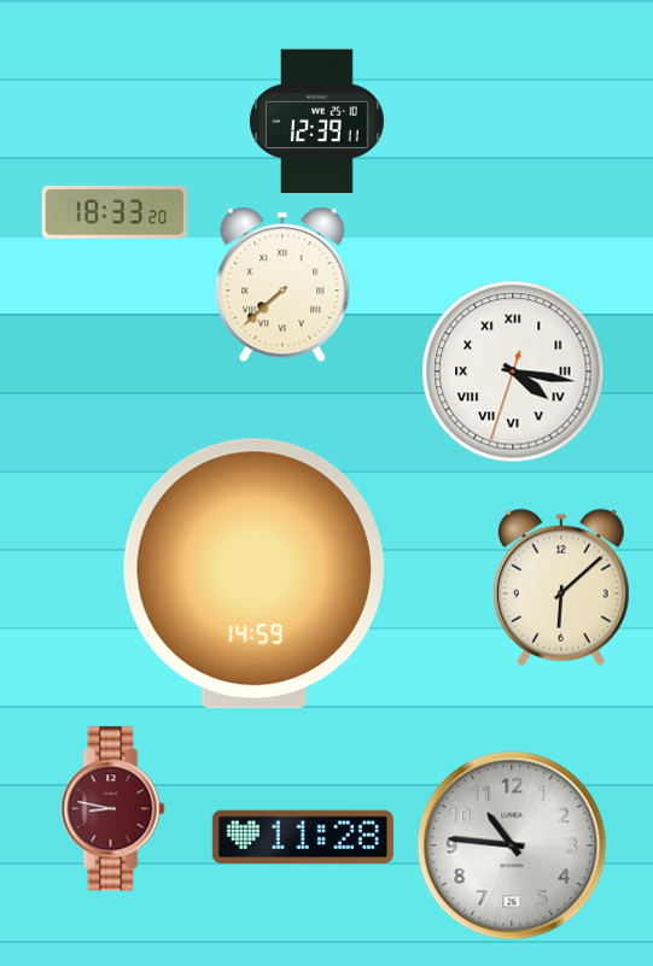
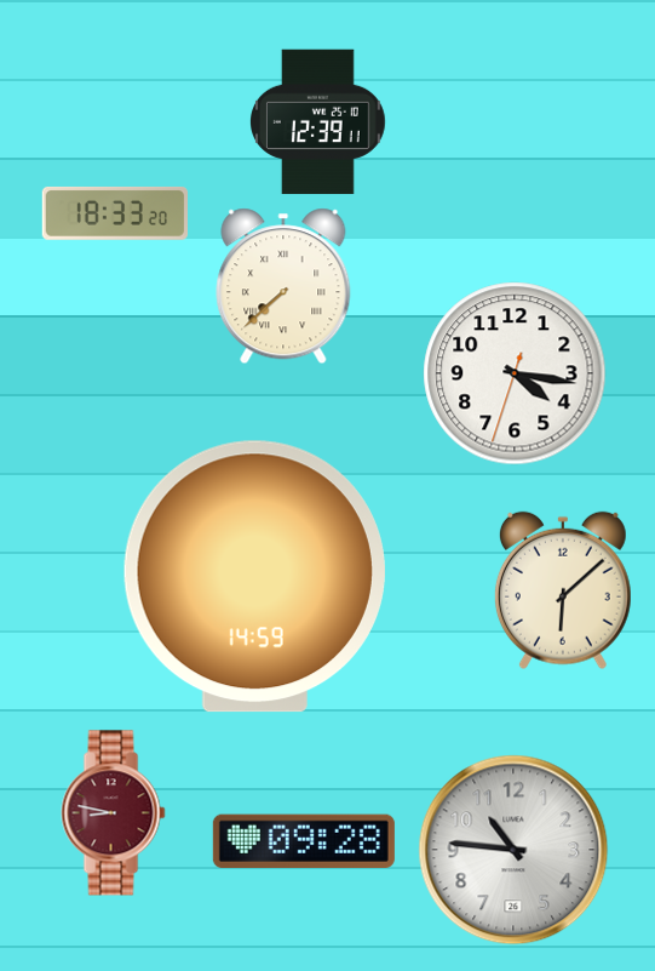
clock at (513, 371) numerals: Roman -> Arabic
clock at (303, 836): 11:28 -> 09:28
